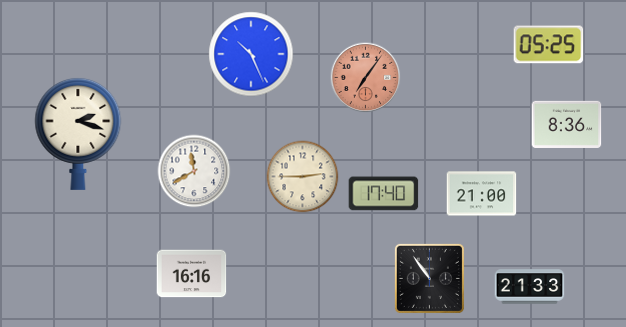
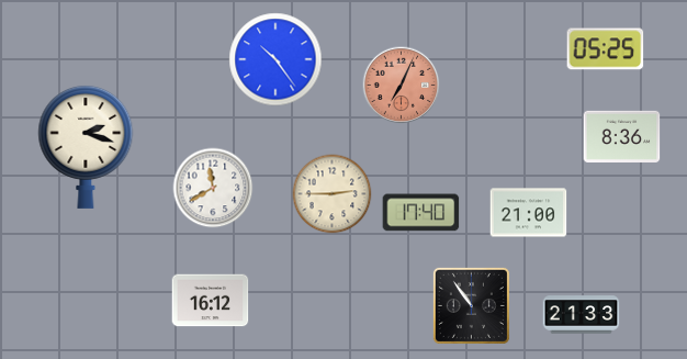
clock at (549, 45) position: (549, 45) -> (606, 49)
clock at (251, 54): 10:26 -> 10:24
clock at (366, 78): 7:06 -> 7:04
clock at (192, 274): 16:16 -> 16:12
